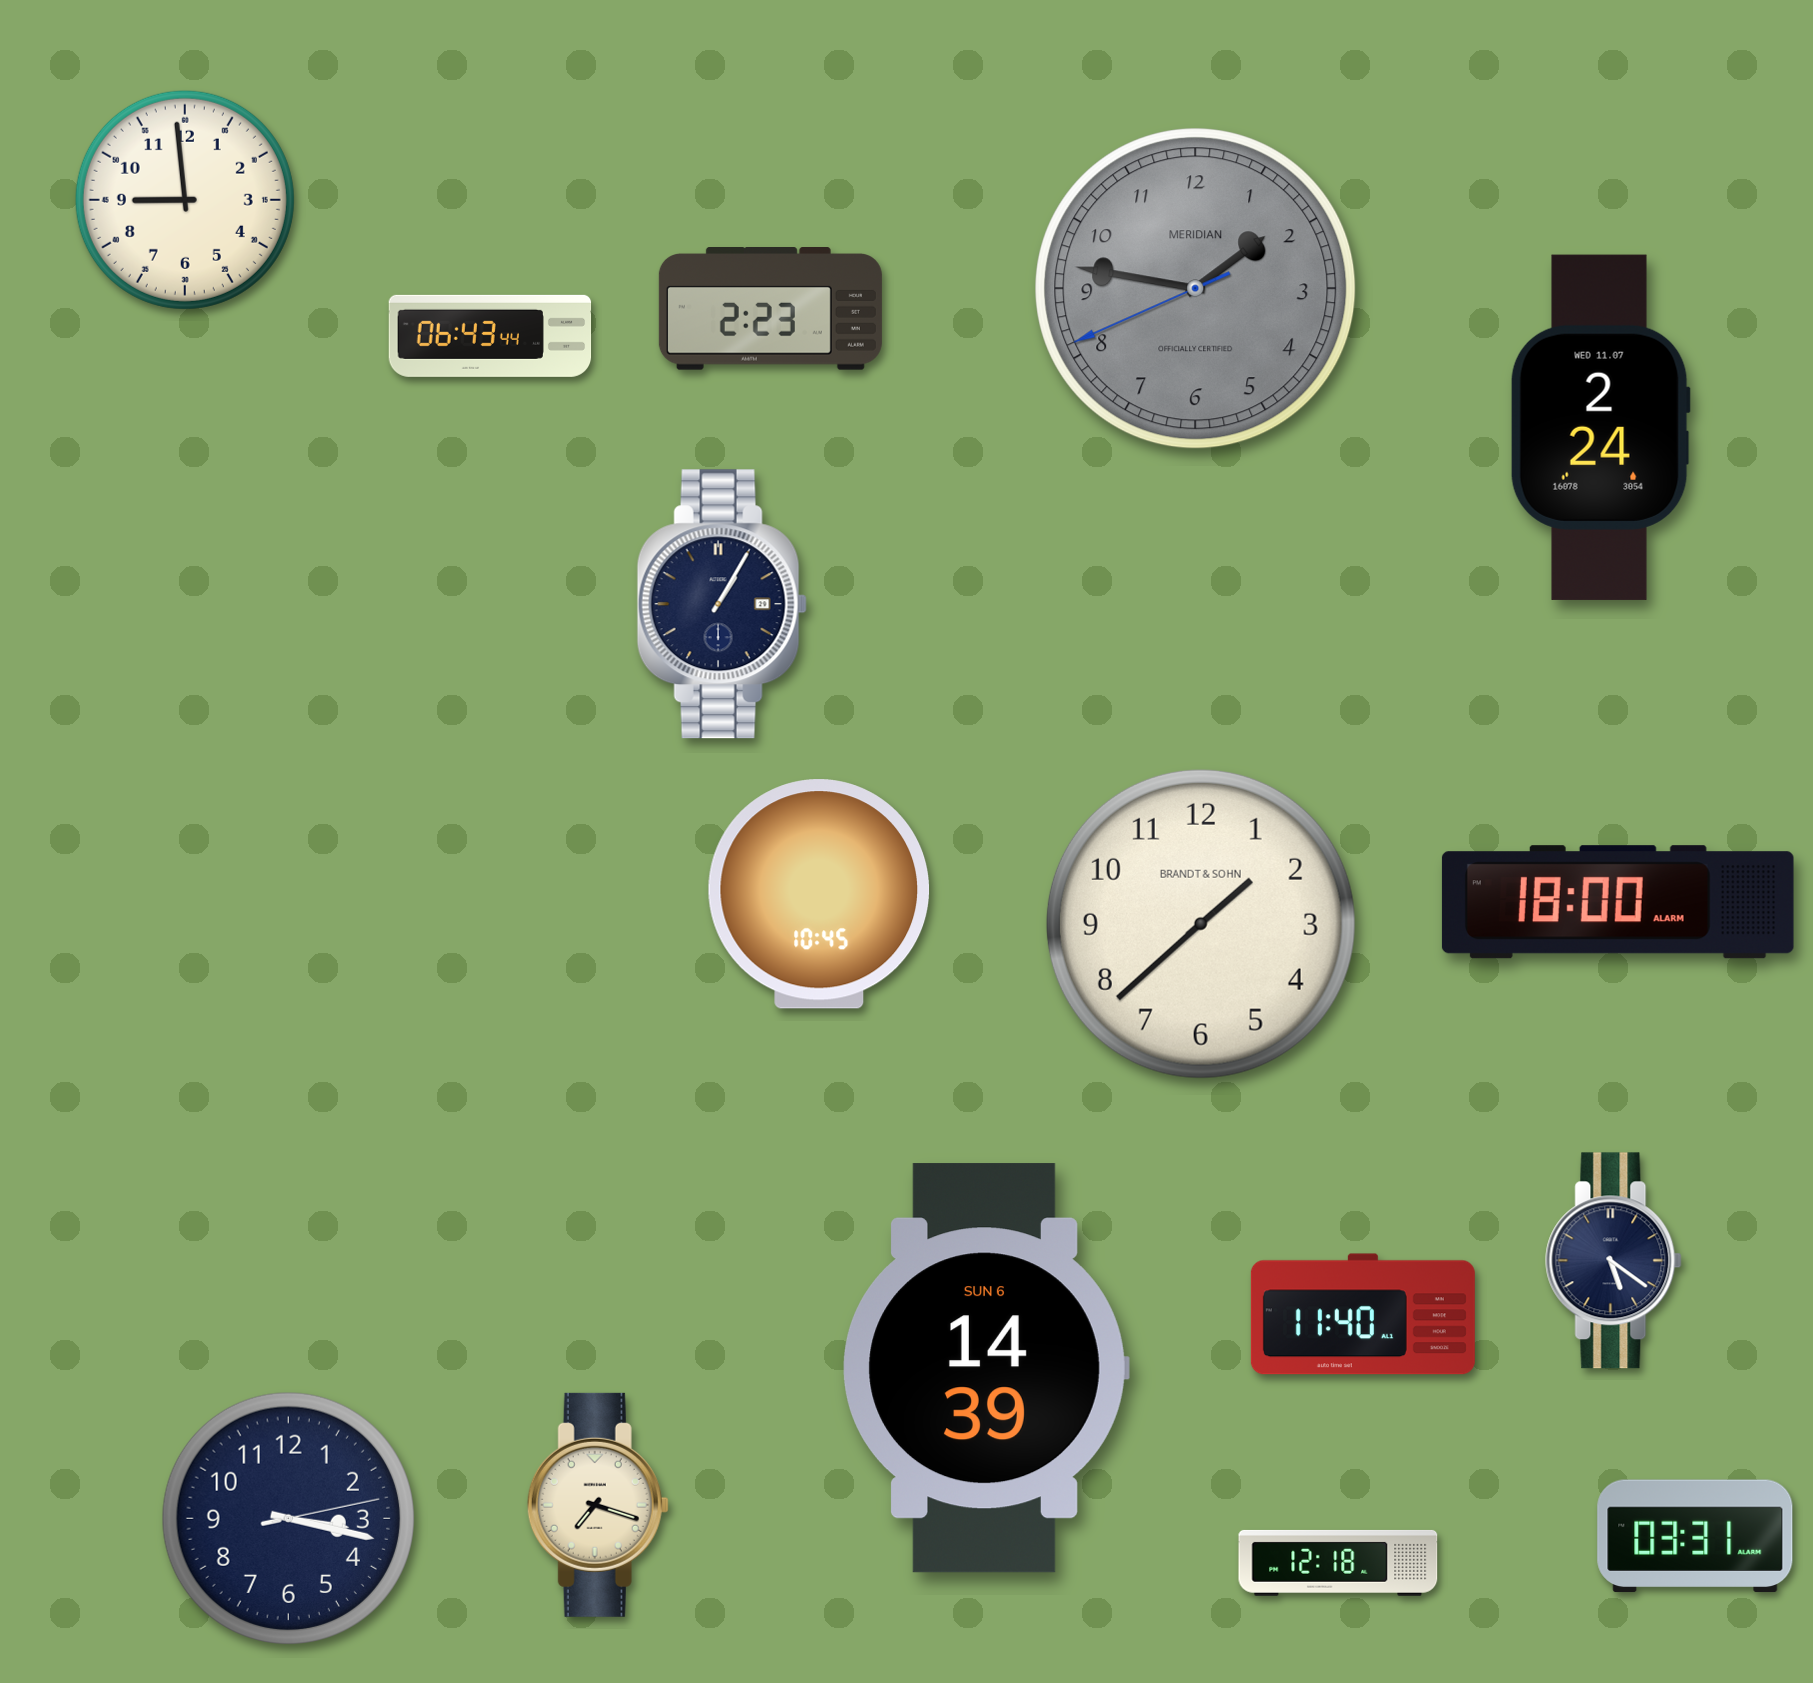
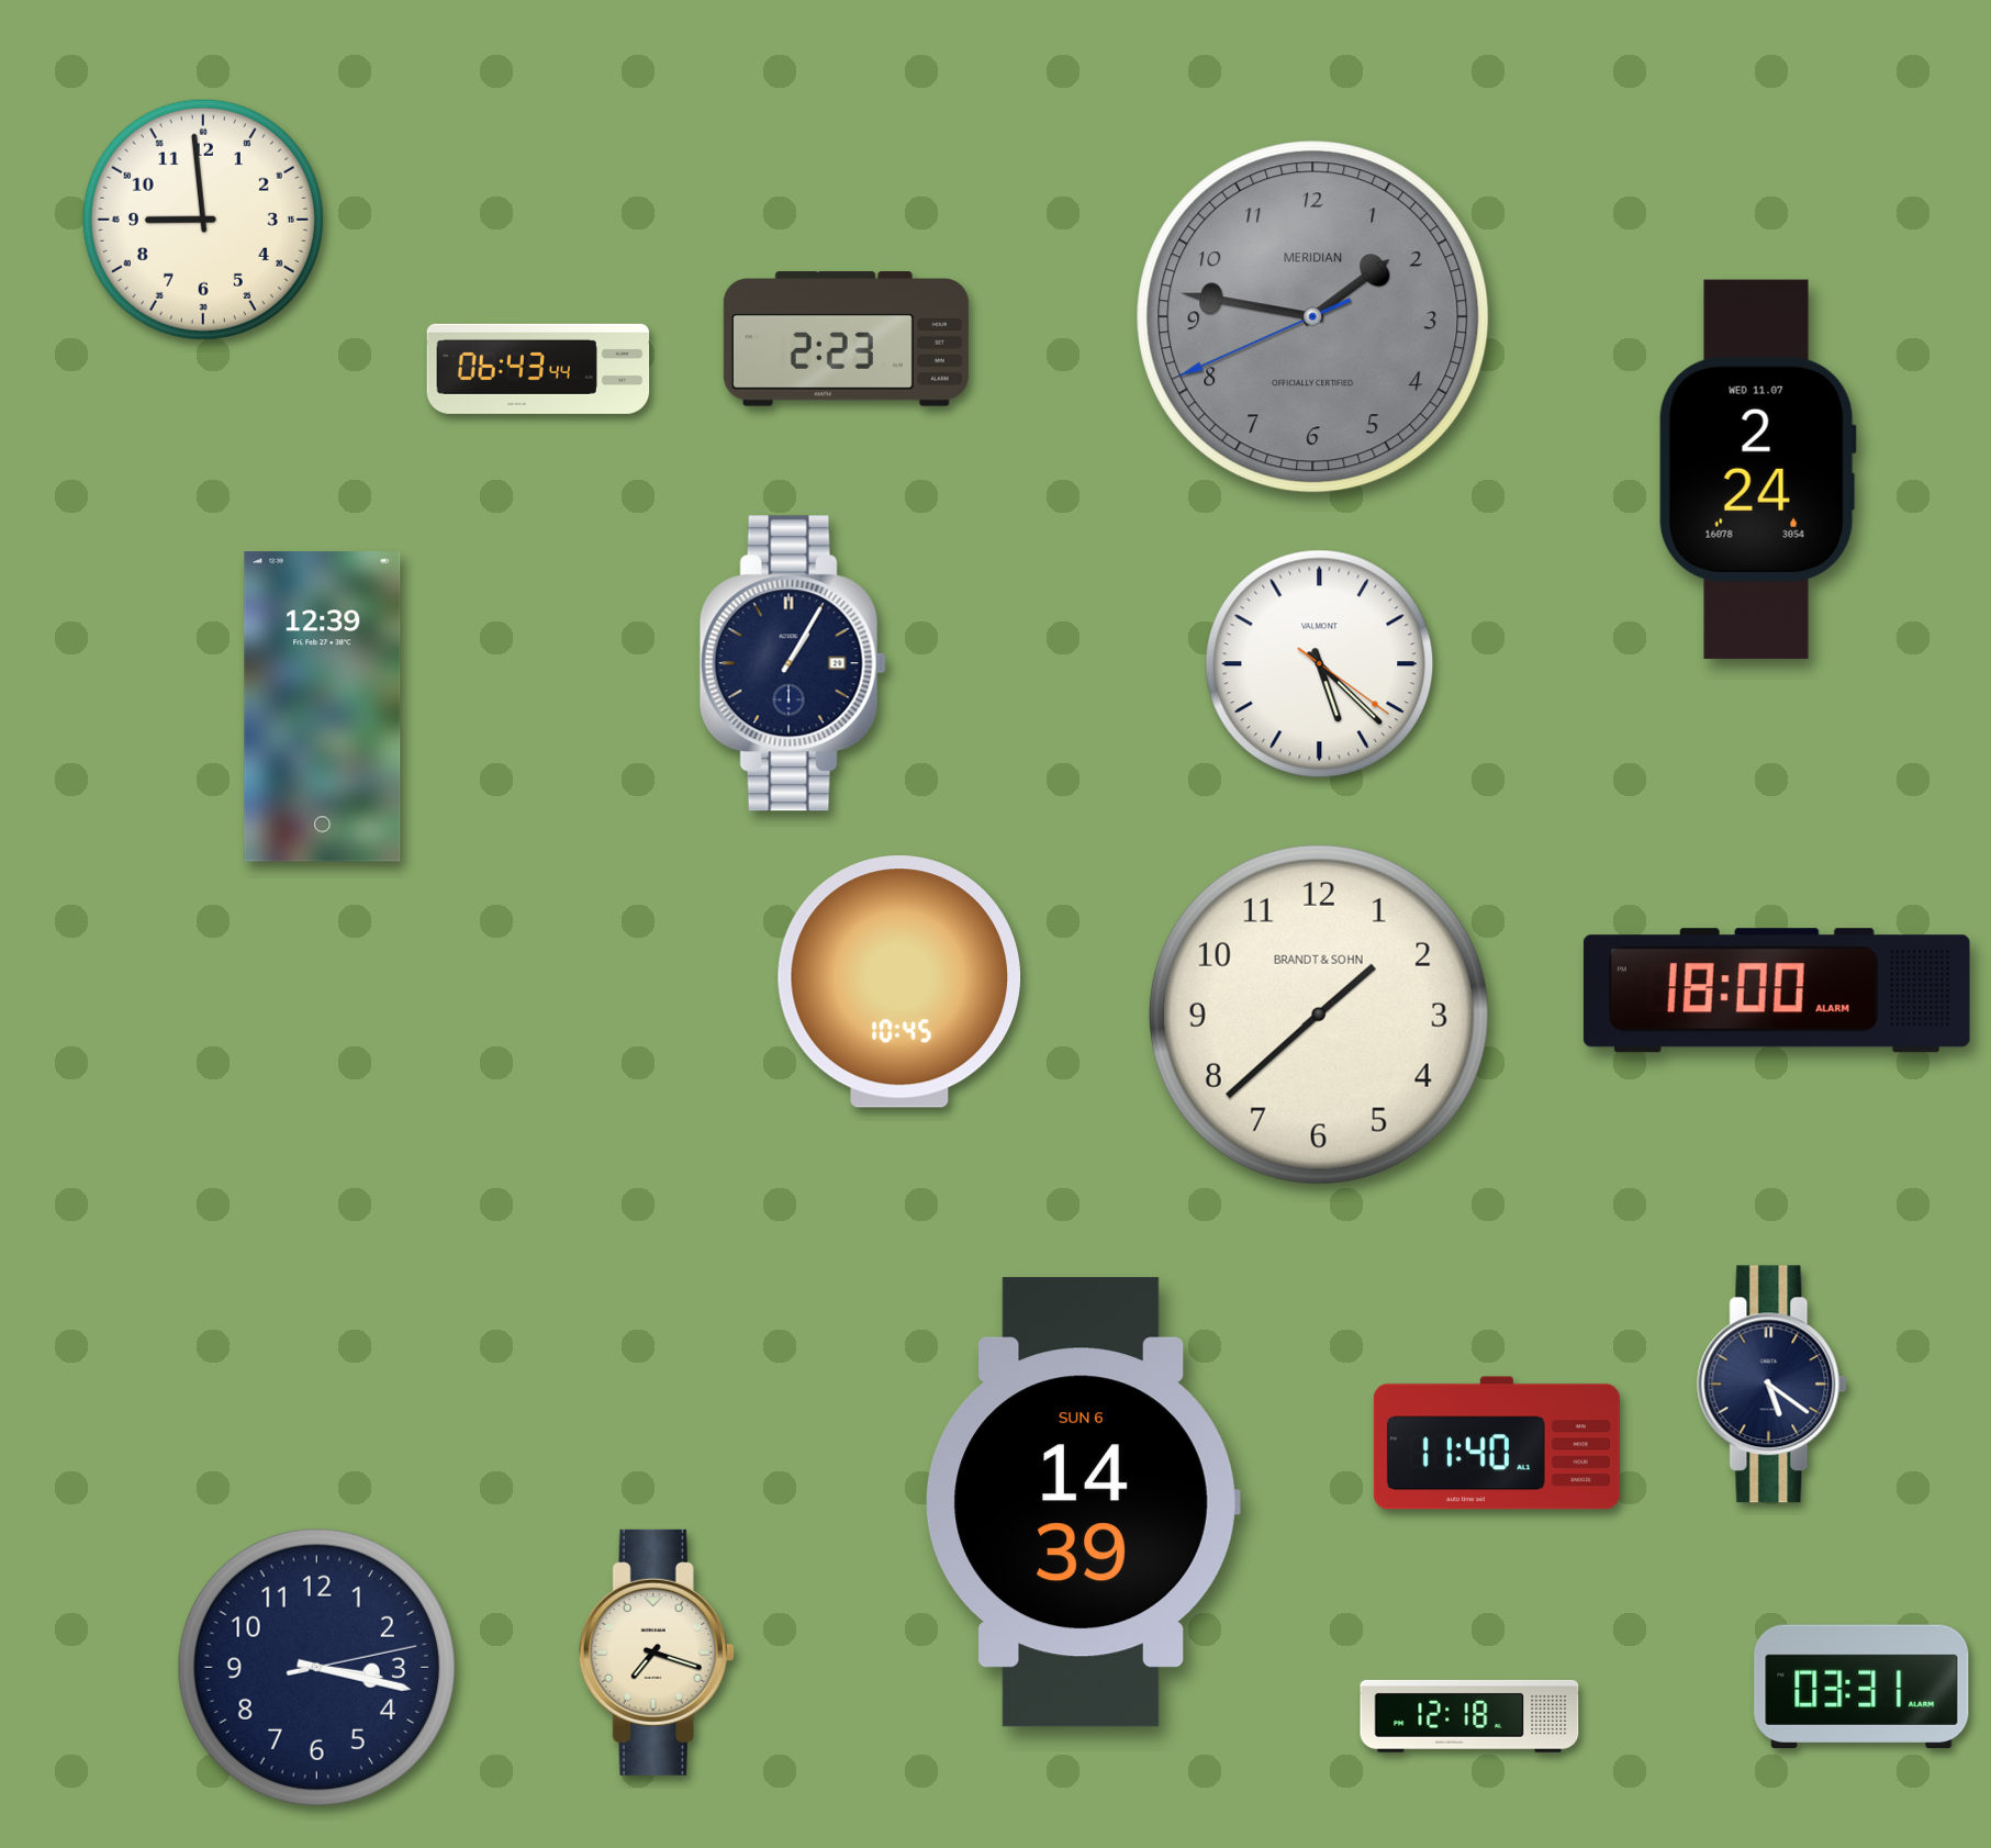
clock at (1320, 664): none -> 5:22
clock at (323, 707): none -> 12:39
